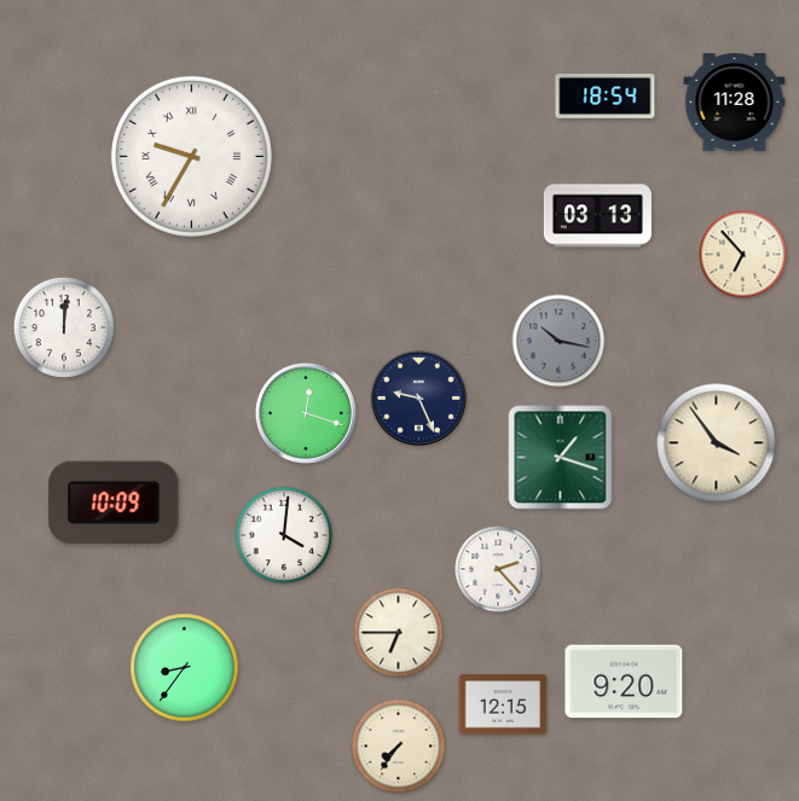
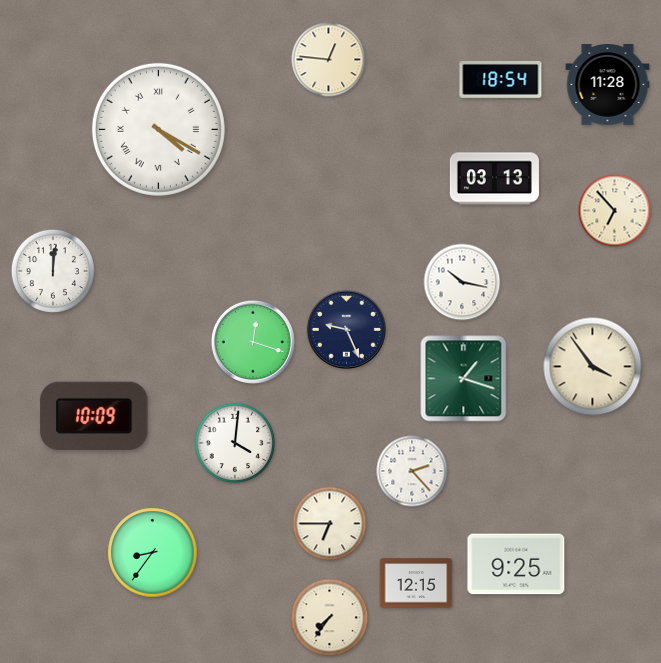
clock at (329, 60): none -> 12:46
clock at (191, 156): 9:35 -> 4:20
clock at (558, 341) dial: grey -> white
clock at (624, 681): 9:20 -> 9:25
